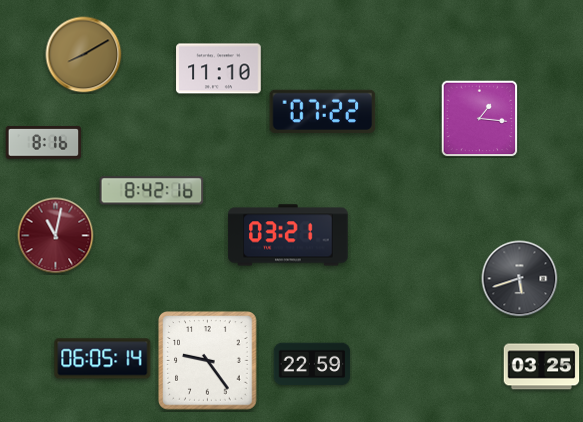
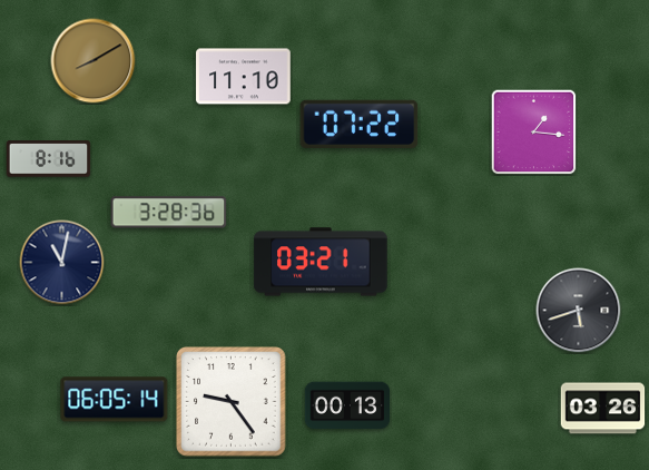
clock at (152, 191): 8:42 -> 3:28
clock at (56, 236) dial: burgundy -> navy
clock at (312, 364): 22:59 -> 00:13
clock at (542, 367): 03:25 -> 03:26
